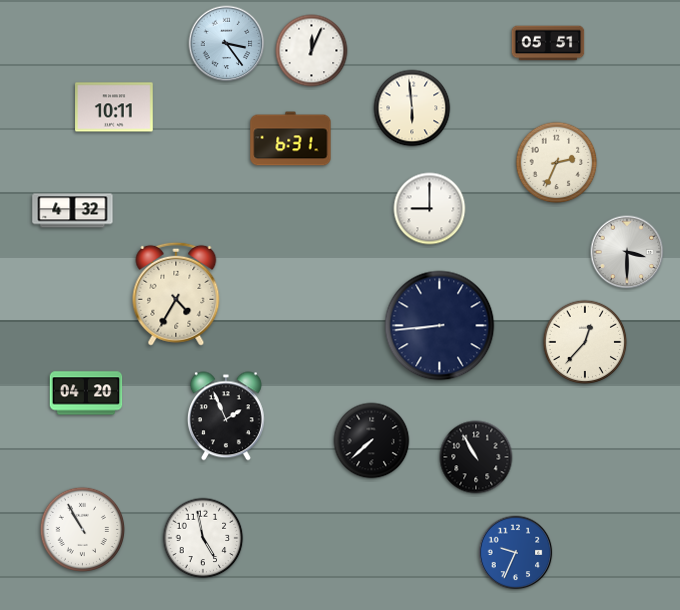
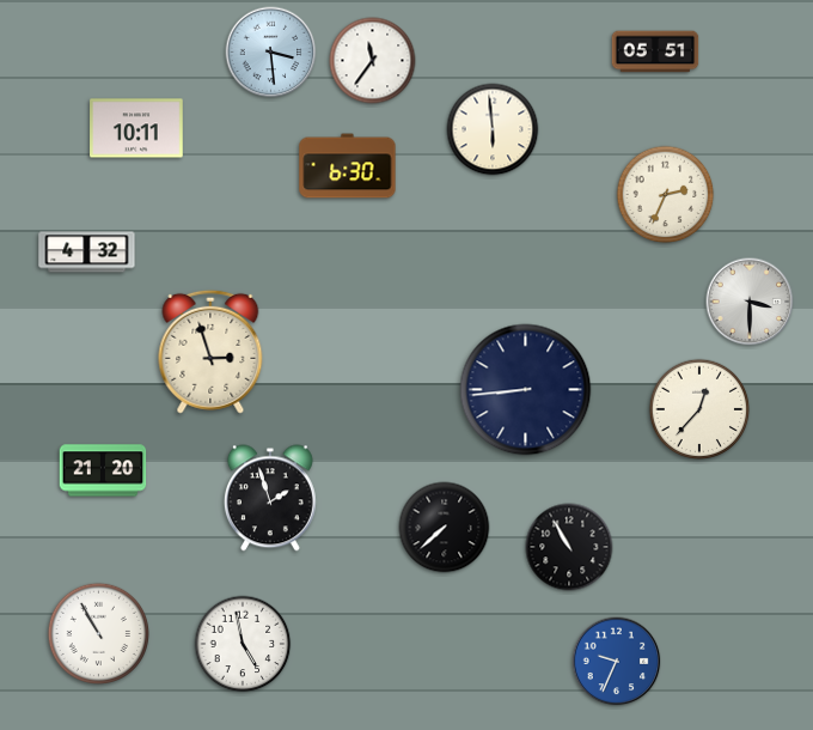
clock at (227, 44): 3:24 -> 3:29
clock at (312, 51): 12:04 -> 11:36
clock at (291, 139): 6:31 -> 6:30
clock at (430, 209): 9:00 -> none
clock at (176, 294): 4:35 -> 2:57
clock at (86, 393): 04:20 -> 21:20
clock at (226, 416): 1:56 -> 1:57
